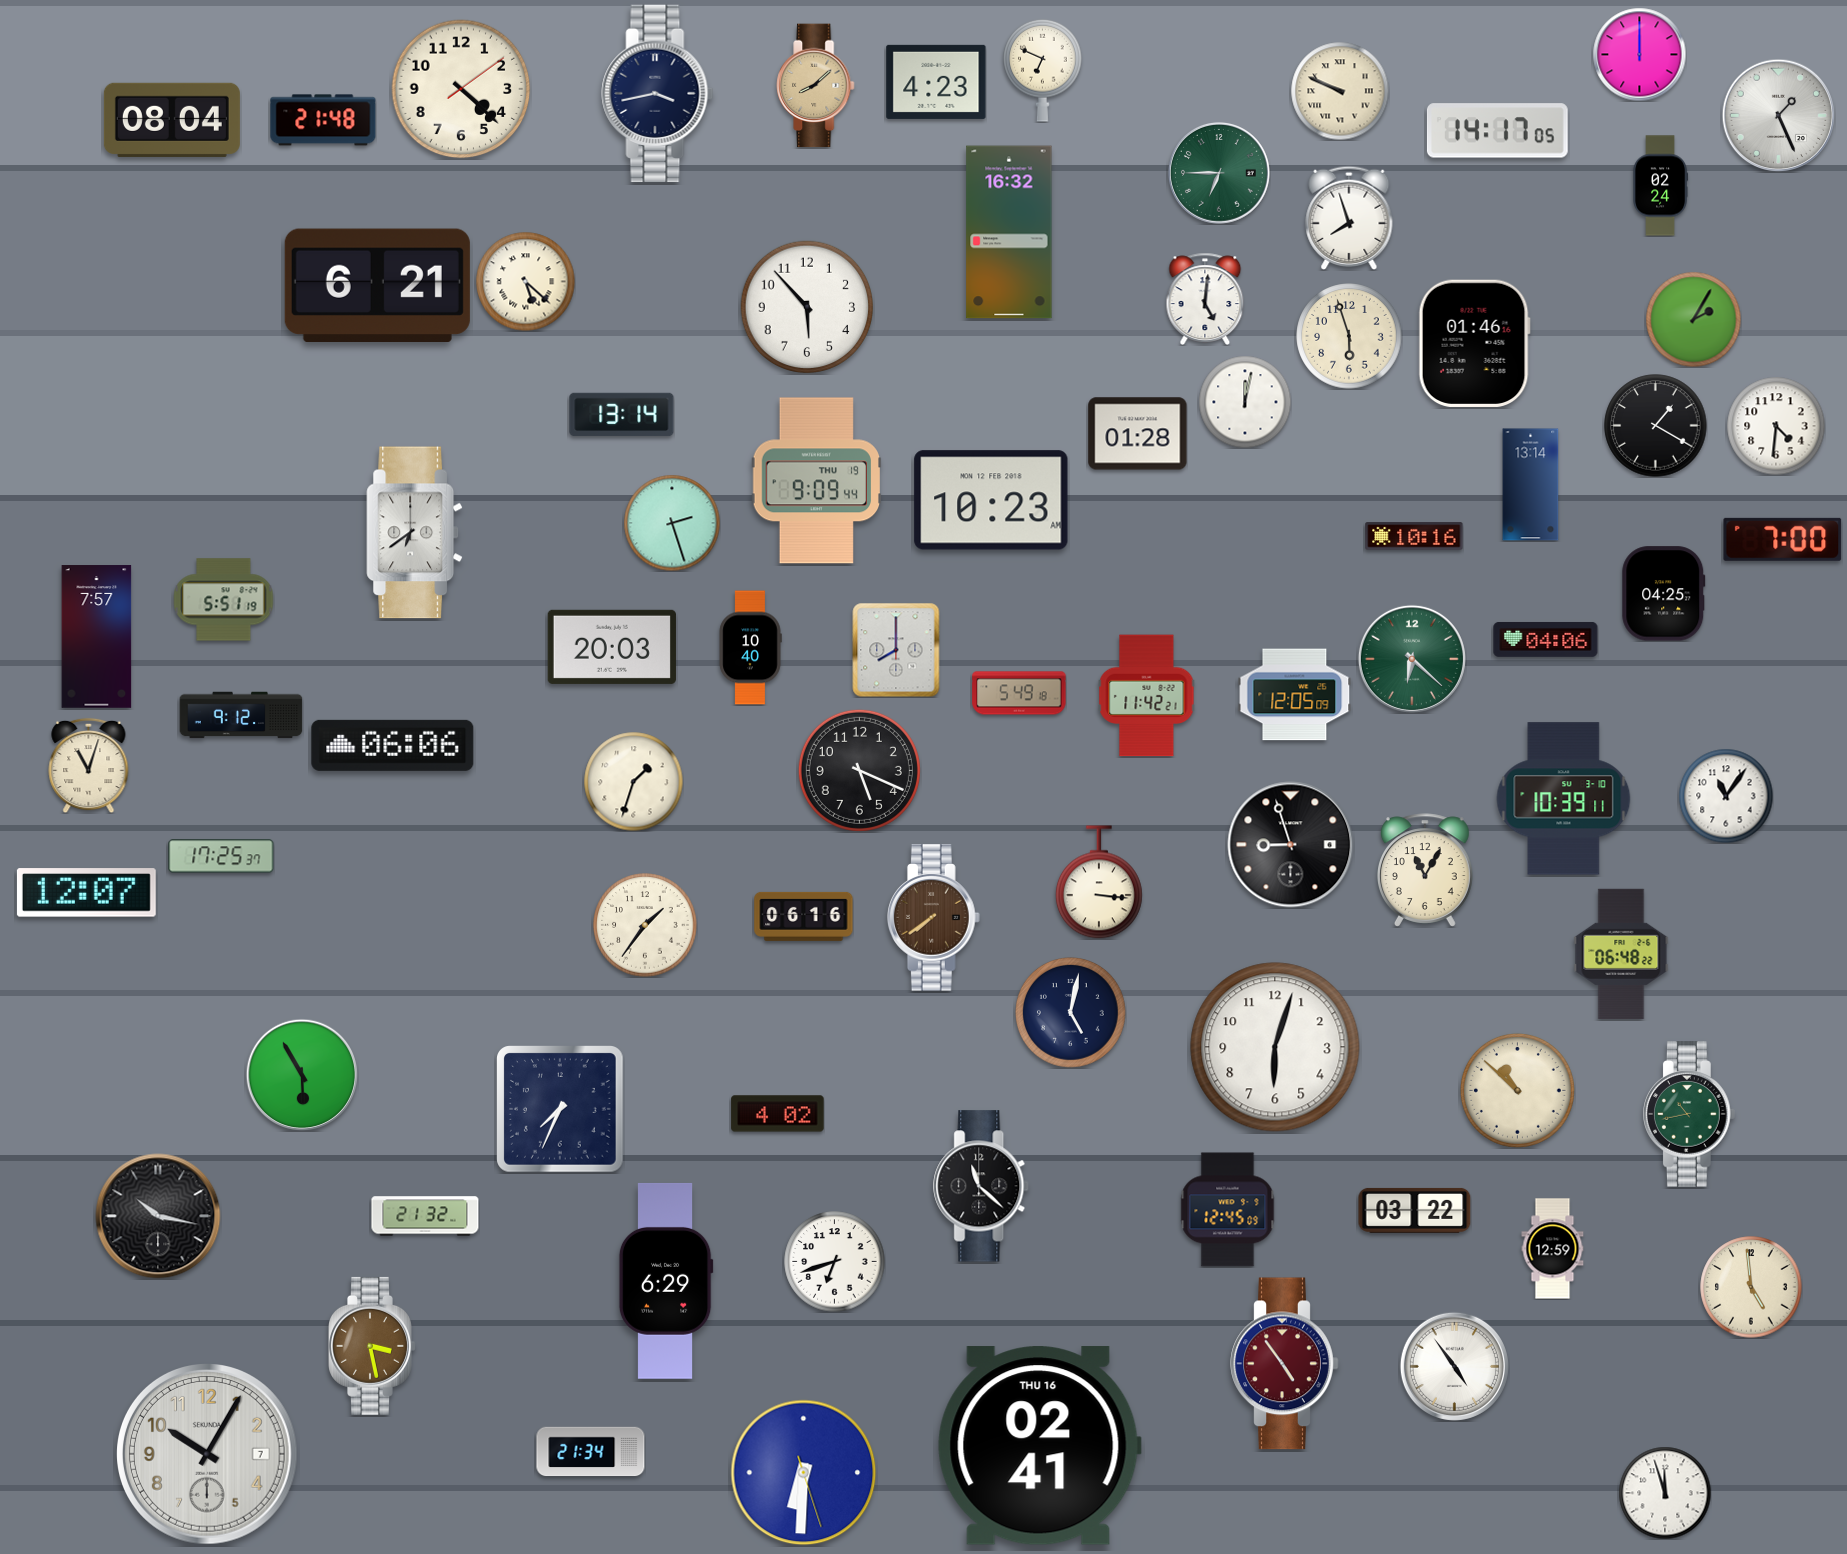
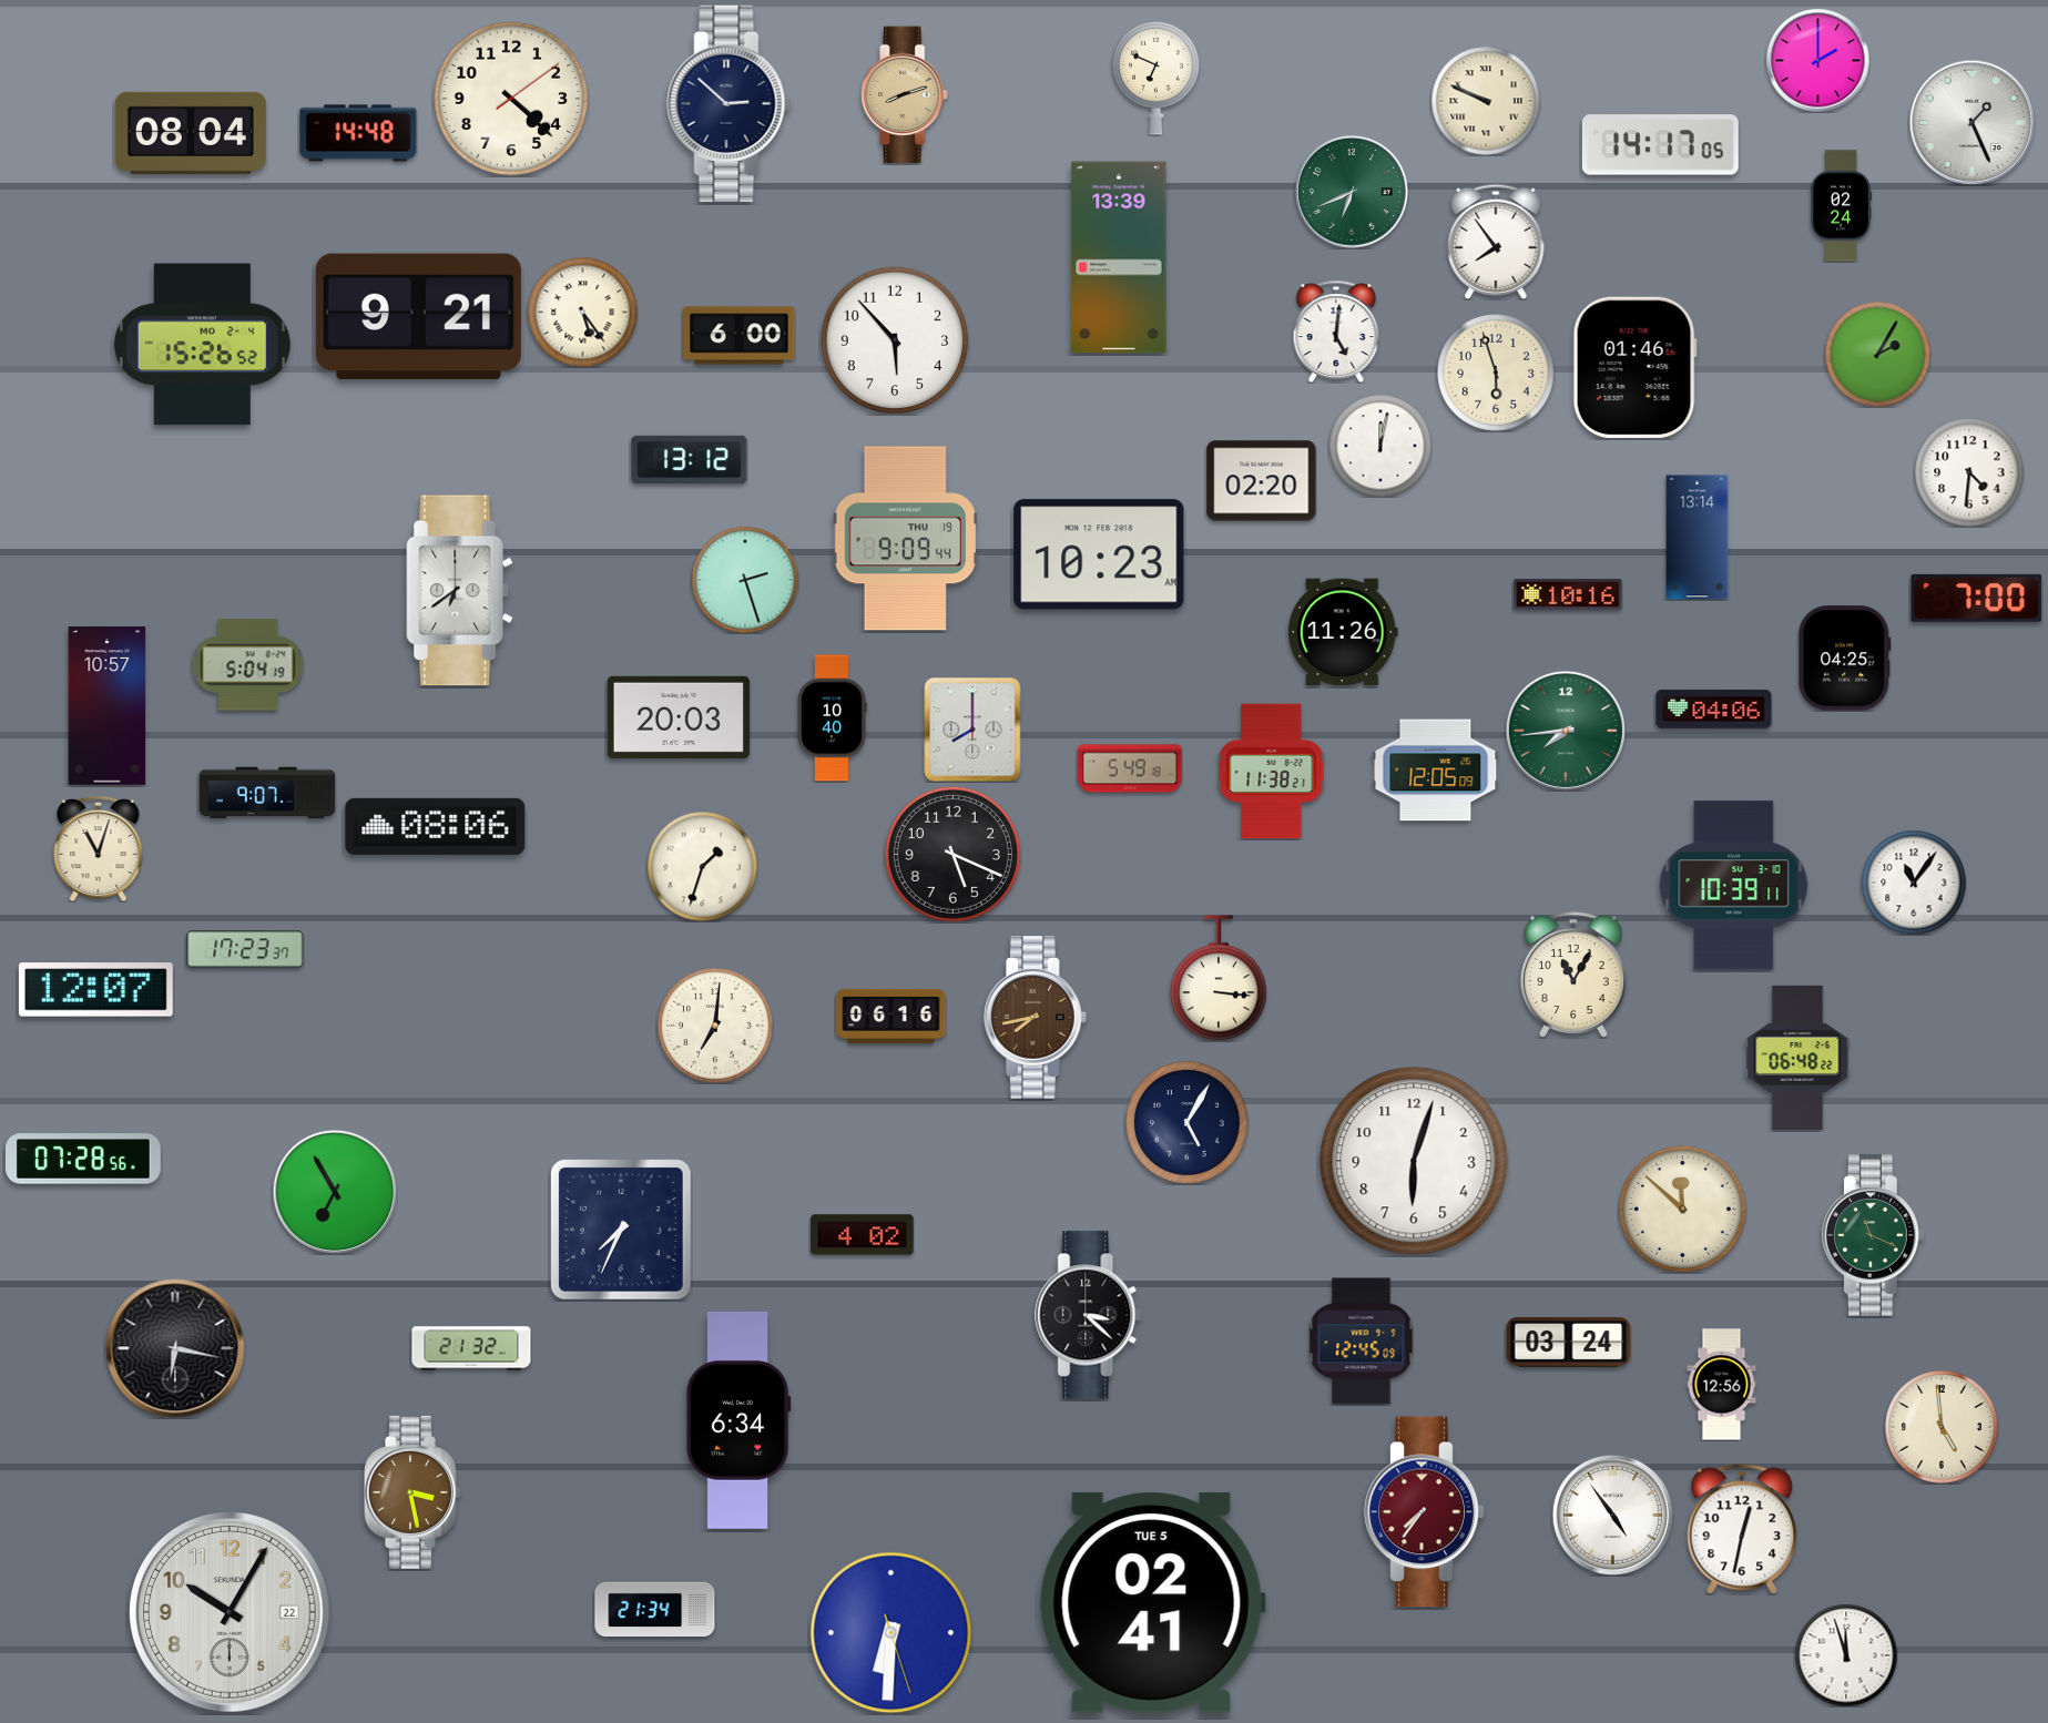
clock at (1639, 54): 12:00 -> 2:00
clock at (936, 82): 4:23 -> none
clock at (816, 86): 8:08 -> 8:12
clock at (658, 94): 3:43 -> 2:52
clock at (1778, 115) position: (1778, 115) -> (1971, 122)
clock at (323, 120): 21:48 -> 14:48
clock at (1219, 173): 6:45 -> 6:41
clock at (1349, 218): 7:57 -> 7:54
clock at (1009, 232): 16:32 -> 13:39
clock at (526, 282): 5:22 -> 5:24
clock at (377, 286): 6:21 -> 9:21
clock at (740, 336): none -> 6:00
clock at (202, 345): none -> 15:26
clock at (1474, 343) position: (1474, 343) -> (1634, 367)
clock at (622, 415): 13:14 -> 13:12
clock at (1656, 426): 1:20 -> none
clock at (1138, 434): 01:28 -> 02:20
clock at (816, 481) position: (816, 481) -> (905, 539)
clock at (1343, 632): none -> 11:26
clock at (224, 600): 5:51 -> 5:04
clock at (97, 637): 7:57 -> 10:57
clock at (896, 650) position: (896, 650) -> (972, 730)
clock at (1412, 659): 6:22 -> 7:44
clock at (1147, 696): 11:42 -> 11:38
clock at (241, 715): 9:12 -> 9:07
clock at (393, 745): 06:06 -> 08:06
clock at (1291, 845): 8:57 -> none
clock at (221, 856): 17:25 -> 17:23
clock at (1425, 870) position: (1425, 870) -> (1573, 975)
clock at (934, 918): 7:39 -> 7:43
clock at (645, 925): 1:36 -> 7:01
clock at (1071, 1013): 5:02 -> 5:05
clock at (83, 1159): none -> 07:28
clock at (302, 1075): 5:55 -> 6:55
clock at (1517, 1090): 10:52 -> 11:52
clock at (1690, 1114): 10:43 -> 11:19
clock at (982, 1186): 11:22 -> 3:22
clock at (1415, 1210): 03:22 -> 03:24
clock at (158, 1216): 10:17 -> 6:17
clock at (1553, 1249): 12:59 -> 12:56
clock at (835, 1262): 6:42 -> none
clock at (666, 1281): 6:29 -> 6:34
clock at (1285, 1364): 4:54 -> 7:36
clock at (1742, 1529): none -> 12:32
clock at (1039, 1446) date: THU 16 -> TUE 5
clock at (208, 1455) date: 7 -> 22
